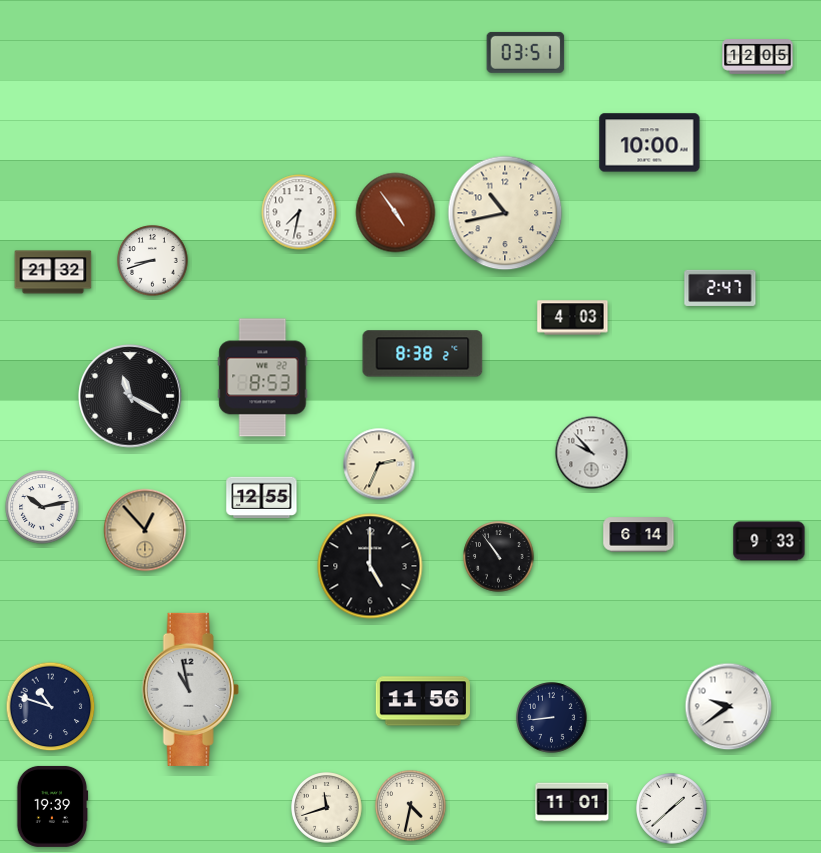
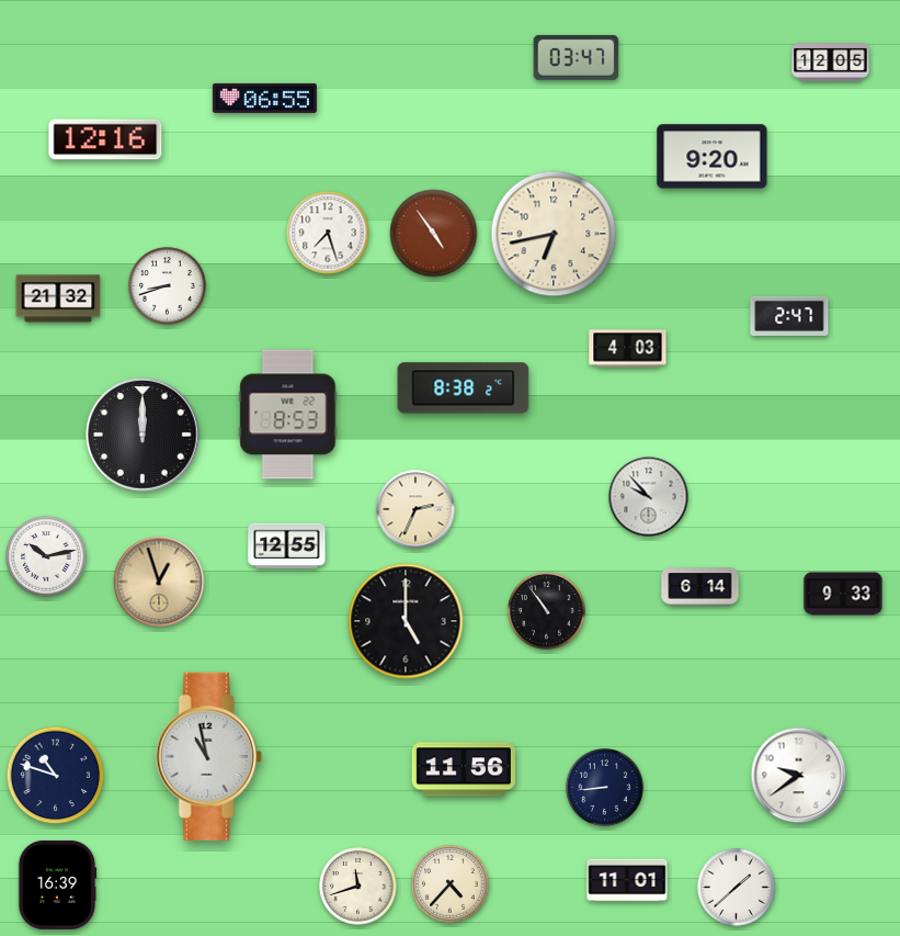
clock at (526, 52): 03:51 -> 03:47
clock at (264, 98): none -> 06:55
clock at (105, 139): none -> 12:16
clock at (650, 143): 10:00 -> 9:20
clock at (299, 212): 7:32 -> 7:27
clock at (505, 213): 10:43 -> 6:43
clock at (130, 396): 11:20 -> 12:00
clock at (145, 530): 12:53 -> 12:57
clock at (52, 806): 19:39 -> 16:39
clock at (411, 806): 4:32 -> 4:37
